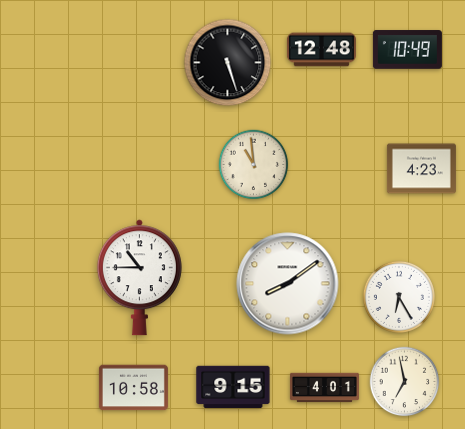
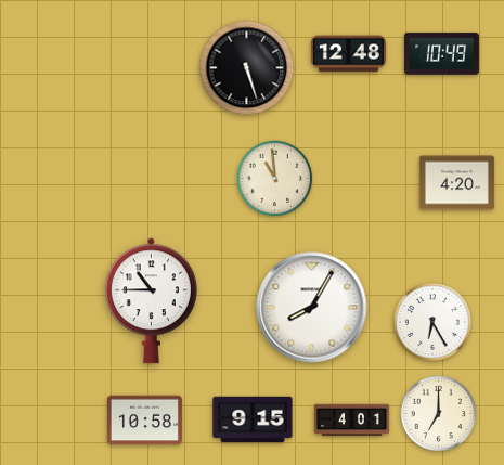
clock at (421, 169): 4:23 -> 4:20
clock at (288, 284): 8:09 -> 8:05
clock at (405, 382): 6:58 -> 7:00
